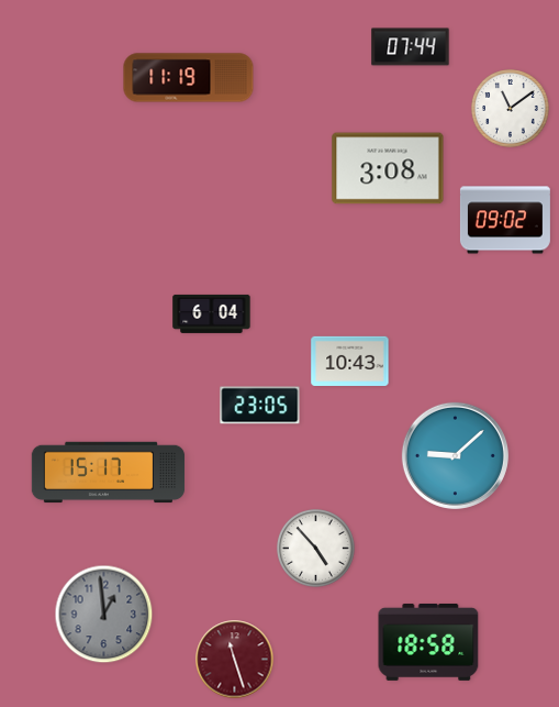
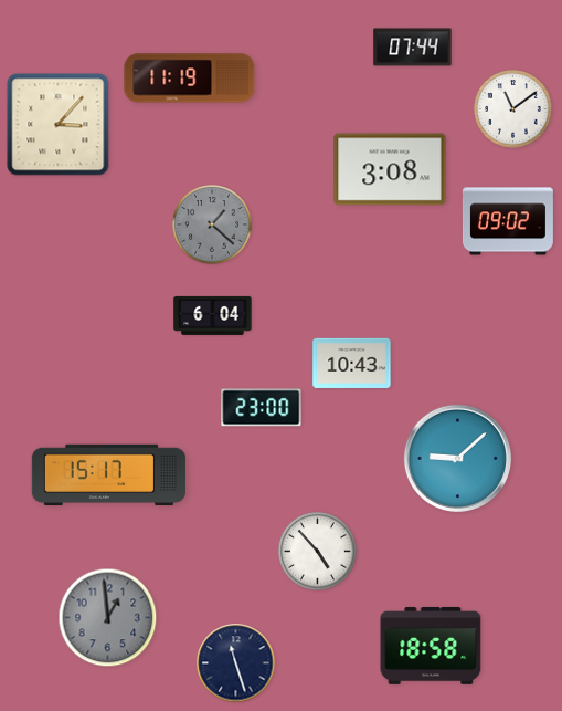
clock at (59, 125): none -> 3:07
clock at (212, 224): none -> 1:22
clock at (260, 406): 23:05 -> 23:00
clock at (104, 615) position: (104, 615) -> (108, 618)
clock at (235, 660) dial: burgundy -> navy
